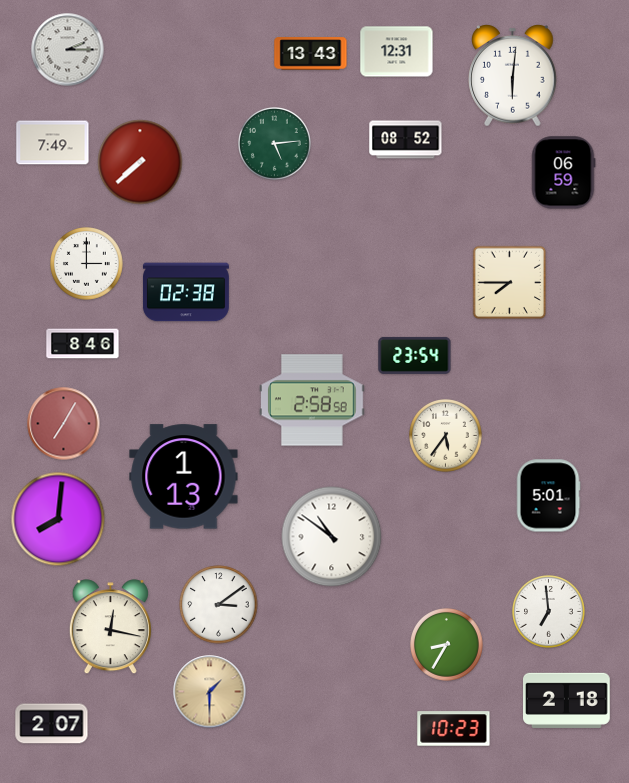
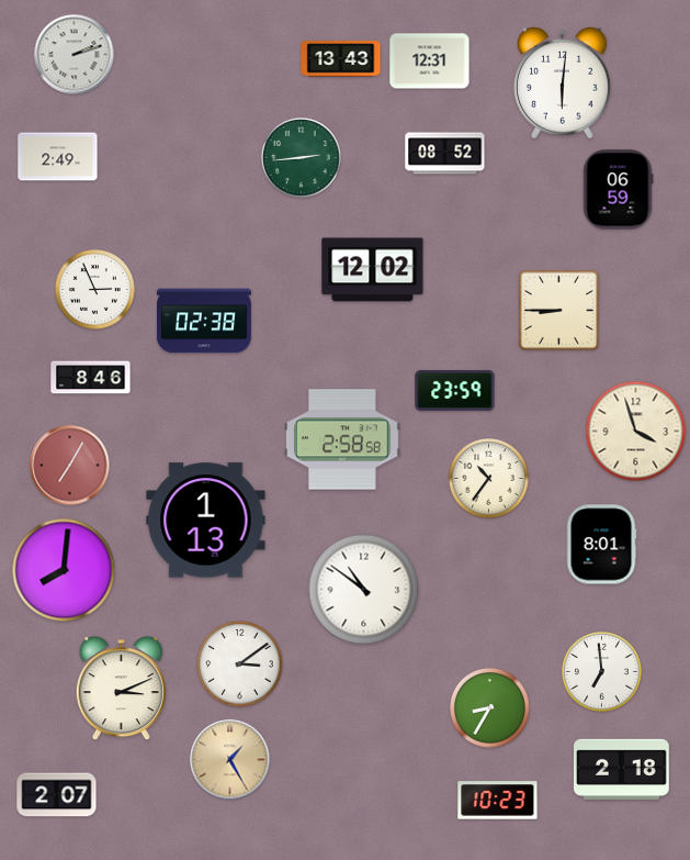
clock at (68, 50): 2:15 -> 2:12
clock at (397, 52) position: (397, 52) -> (430, 62)
clock at (53, 143): 7:49 -> 2:49
clock at (275, 144): 5:14 -> 2:44
clock at (140, 162): 7:38 -> none
clock at (373, 270): none -> 12:02
clock at (87, 264): 3:00 -> 2:56
clock at (510, 283): 7:45 -> 8:45
clock at (415, 355): 23:54 -> 23:59
clock at (636, 432): none -> 3:57
clock at (446, 436): 5:36 -> 10:36
clock at (184, 477) position: (184, 477) -> (206, 521)
clock at (548, 496): 5:01 -> 8:01
clock at (110, 627): 12:17 -> 3:11
clock at (210, 692): 1:30 -> 1:25
